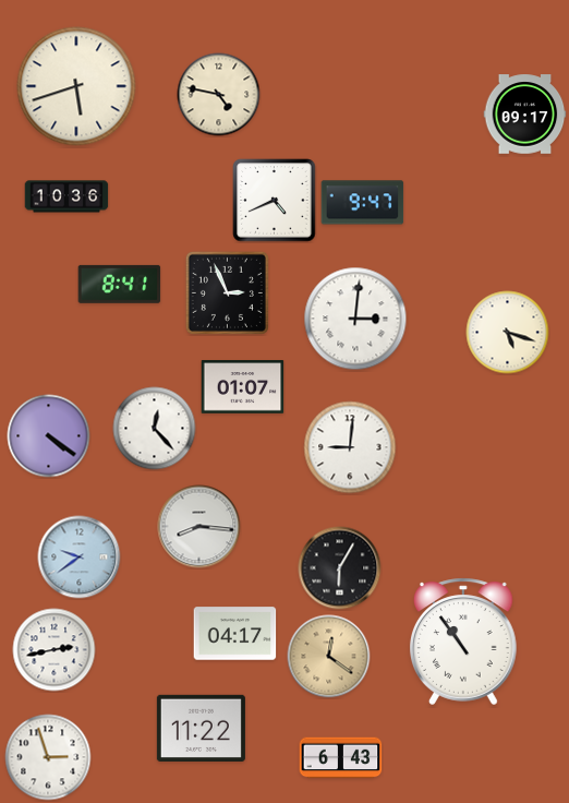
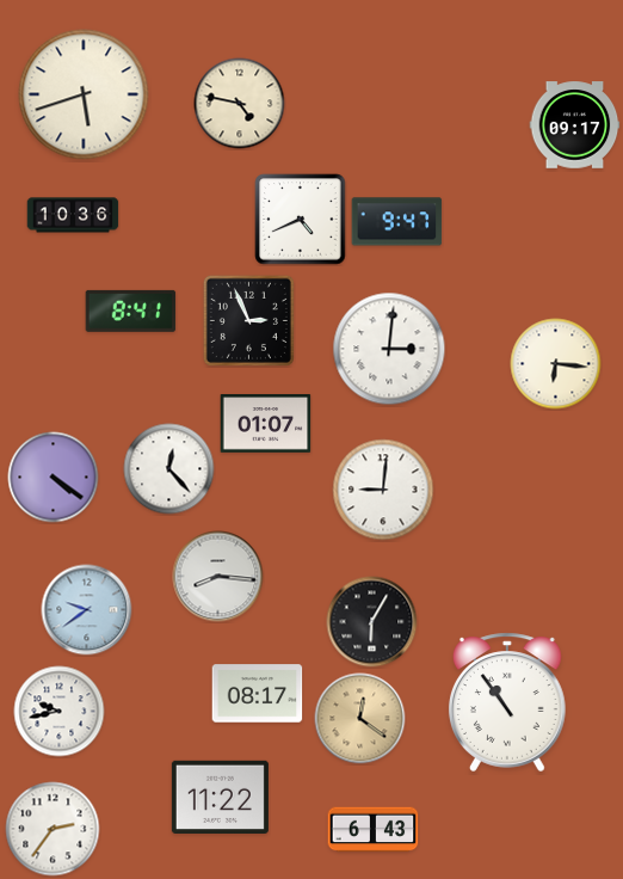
clock at (508, 333): 5:18 -> 6:16
clock at (235, 634): 04:17 -> 08:17
clock at (55, 650): 2:43 -> 9:43
clock at (48, 757): 2:57 -> 2:36
